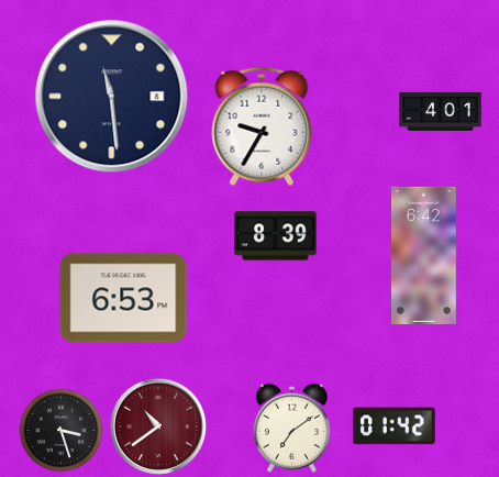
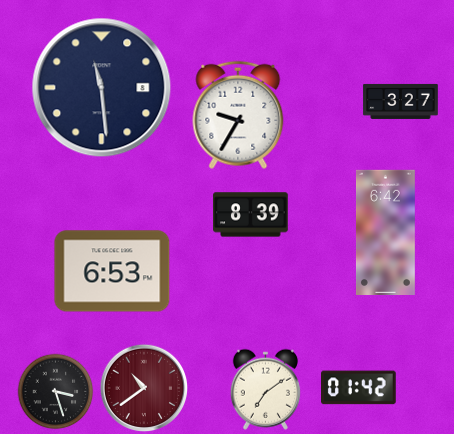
clock at (441, 111): 4:01 -> 3:27
